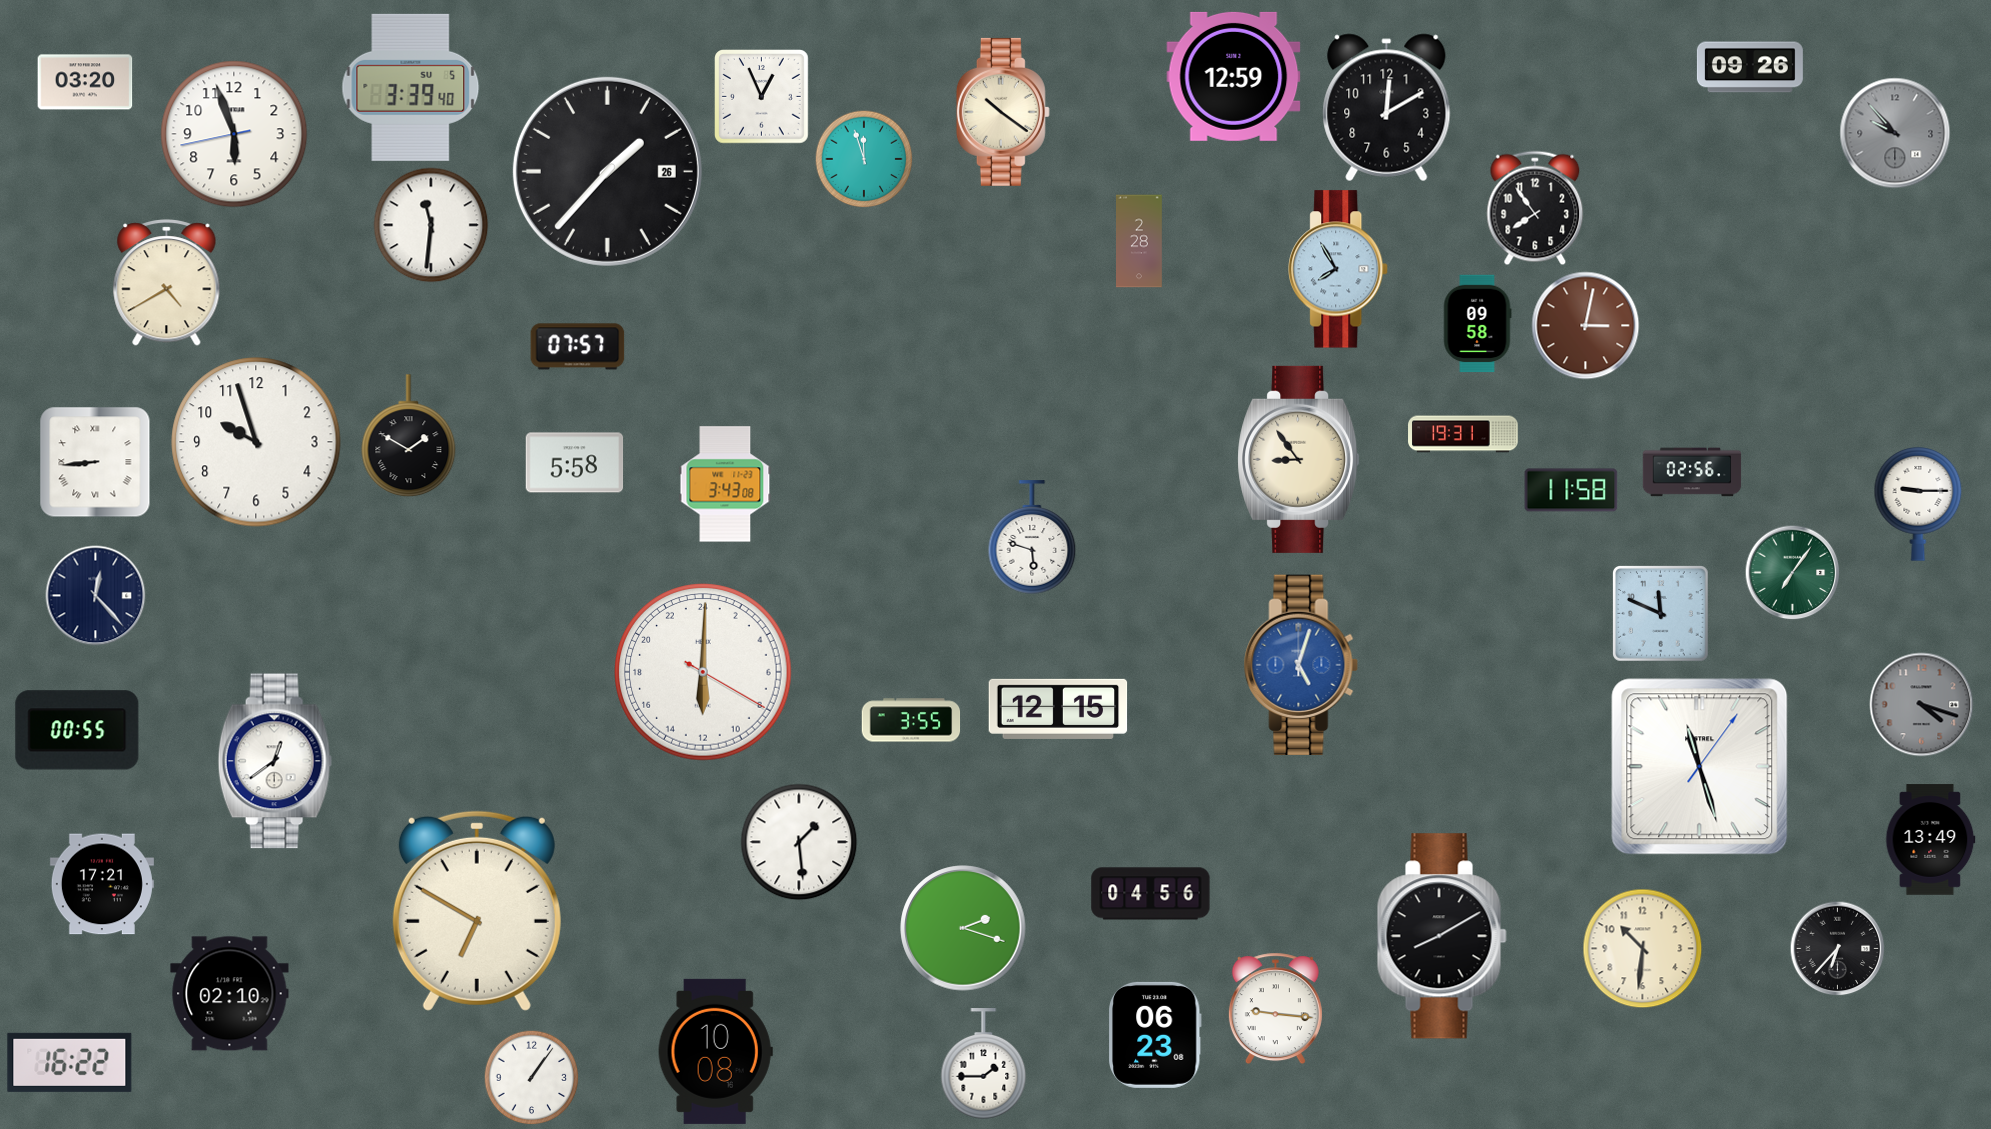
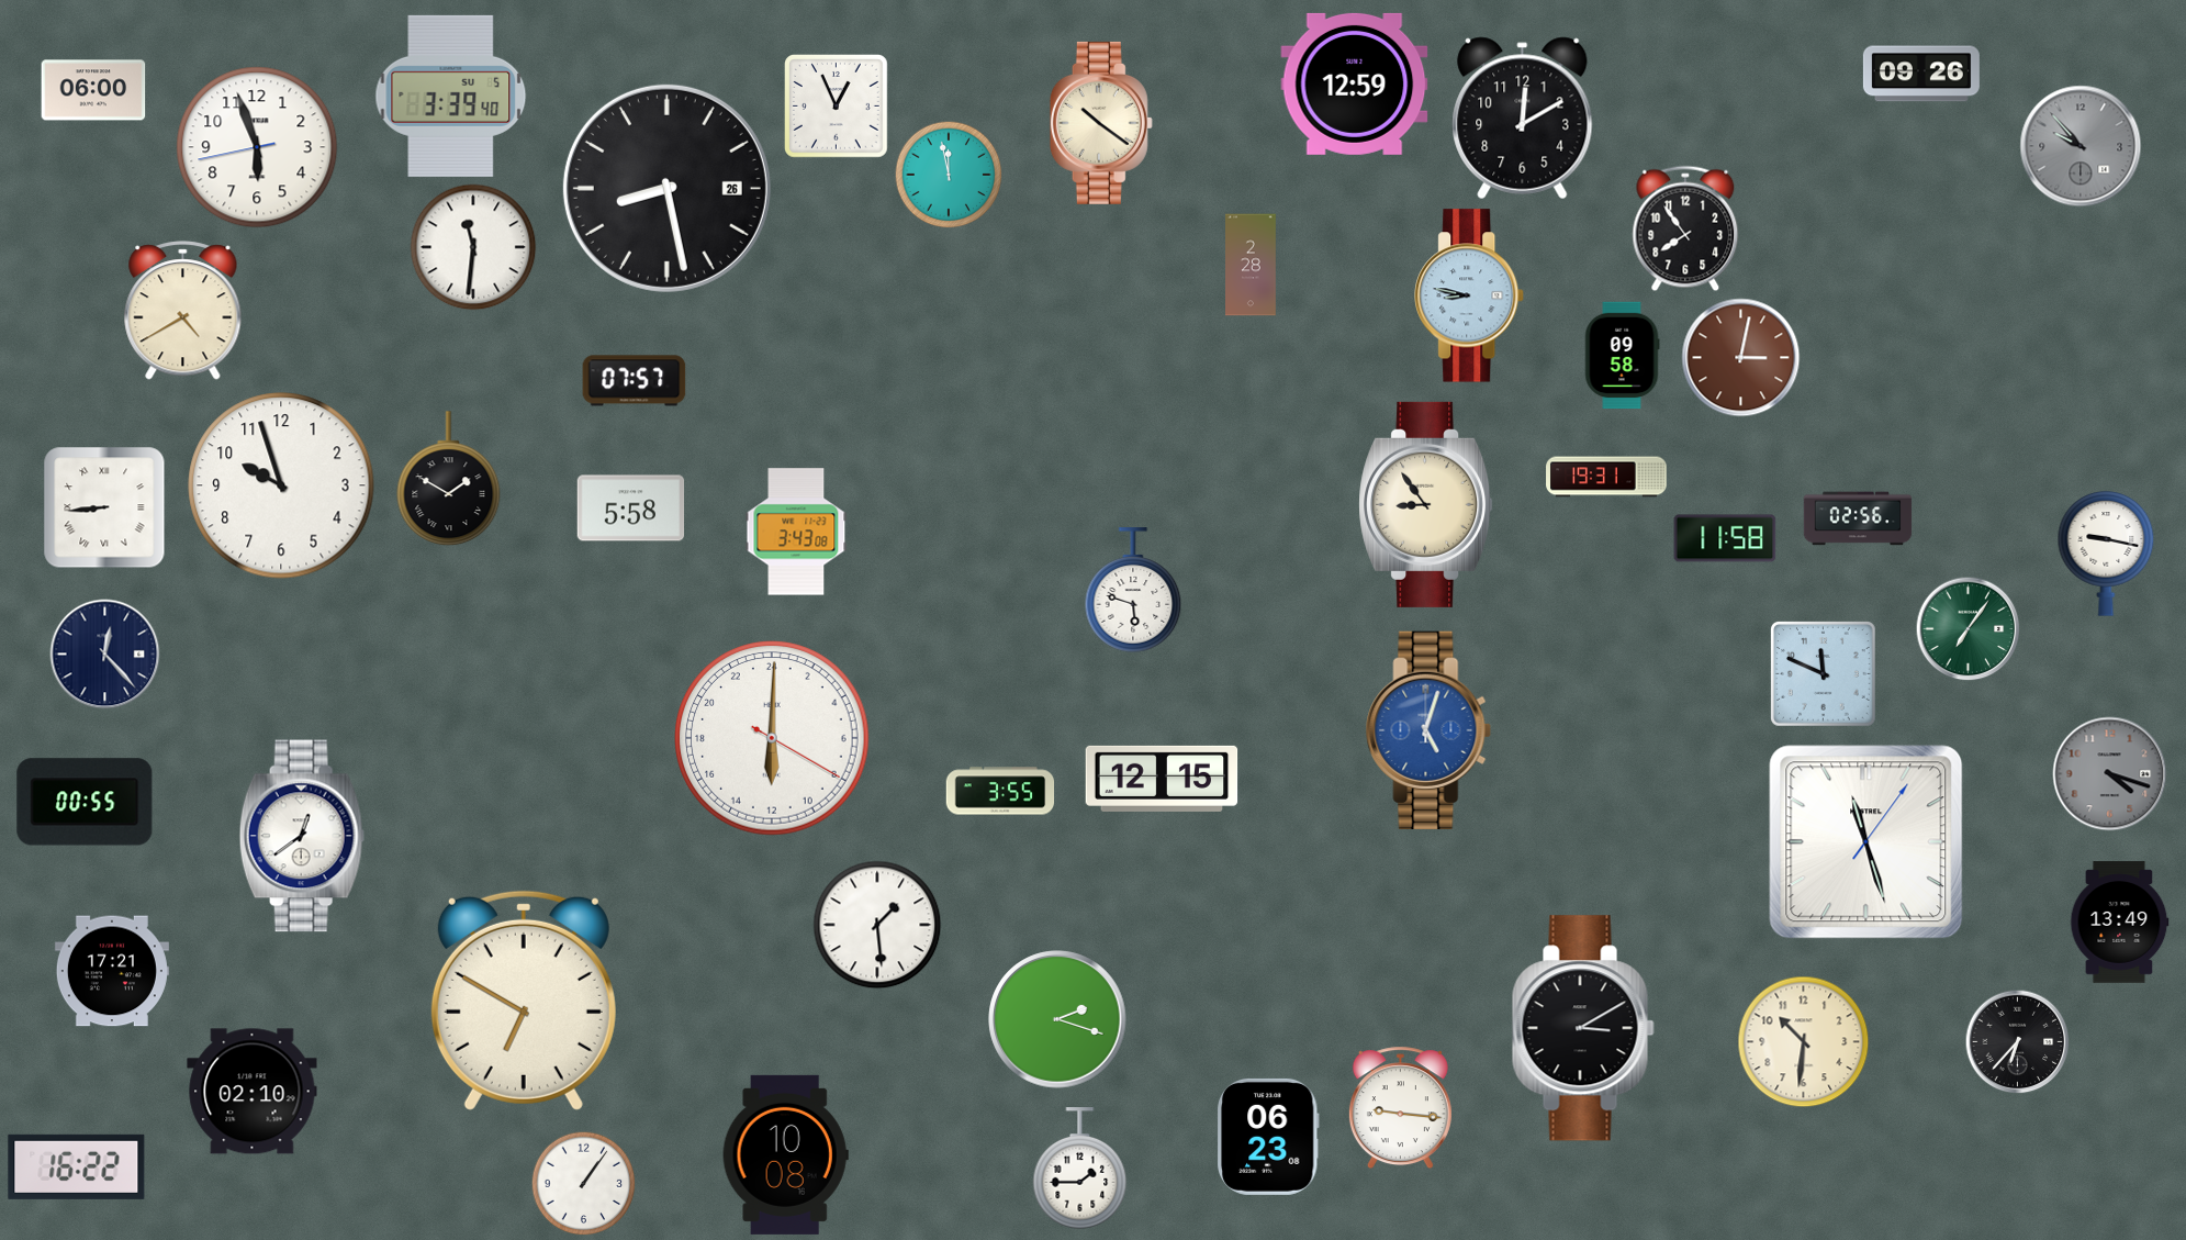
clock at (85, 82): 03:20 -> 06:00
clock at (864, 159): 11:57 -> 11:58
clock at (607, 171): 1:37 -> 8:28
clock at (1339, 269): 7:55 -> 8:47
clock at (1918, 505): 9:15 -> 9:17
clock at (1151, 894): 04:56 -> none
clock at (1442, 936): 8:10 -> 3:10
